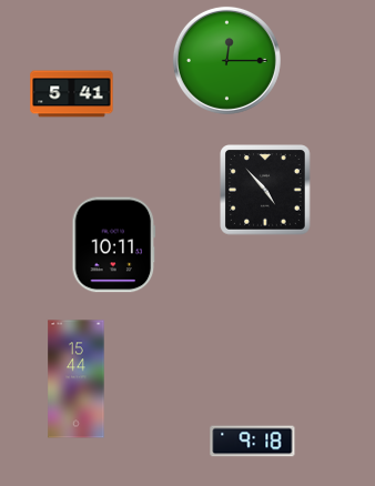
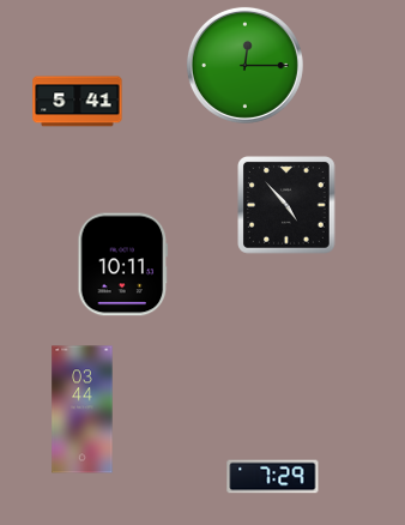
clock at (77, 379): 15:44 -> 03:44
clock at (253, 442): 9:18 -> 7:29
